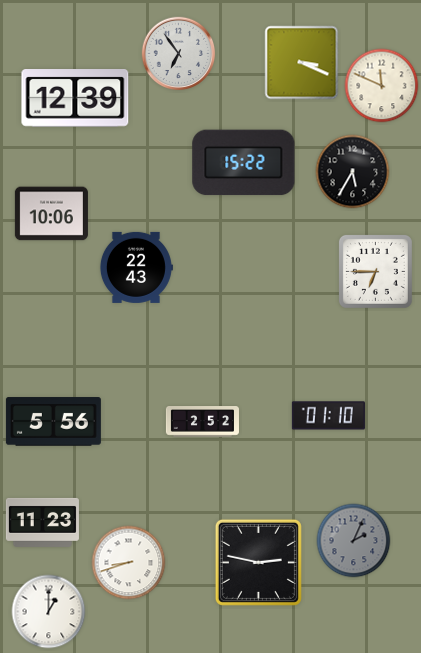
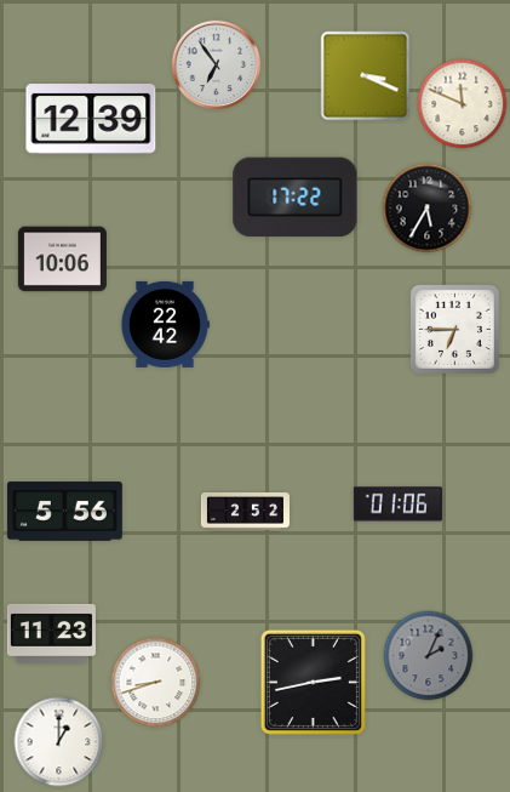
clock at (244, 163): 15:22 -> 17:22
clock at (136, 267): 22:43 -> 22:42
clock at (328, 416): 01:10 -> 01:06
clock at (258, 562): 2:47 -> 2:43
